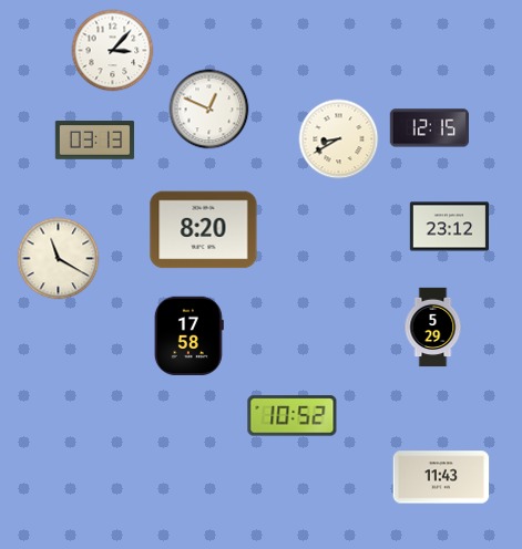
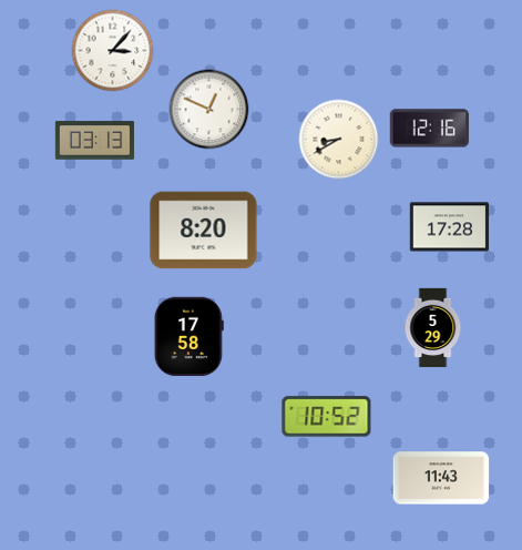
clock at (430, 128): 12:15 -> 12:16
clock at (450, 227): 23:12 -> 17:28
clock at (59, 259): 11:20 -> none
clock at (293, 416) position: (293, 416) -> (327, 417)
